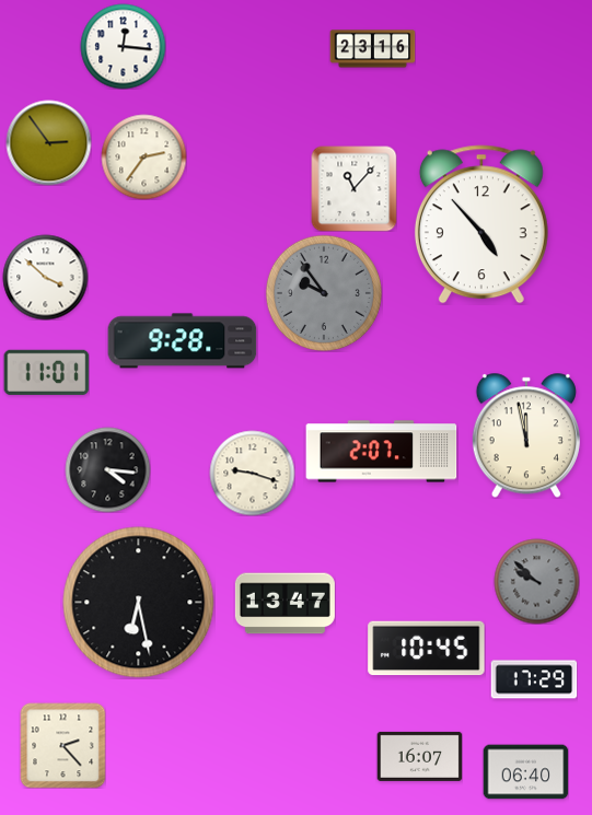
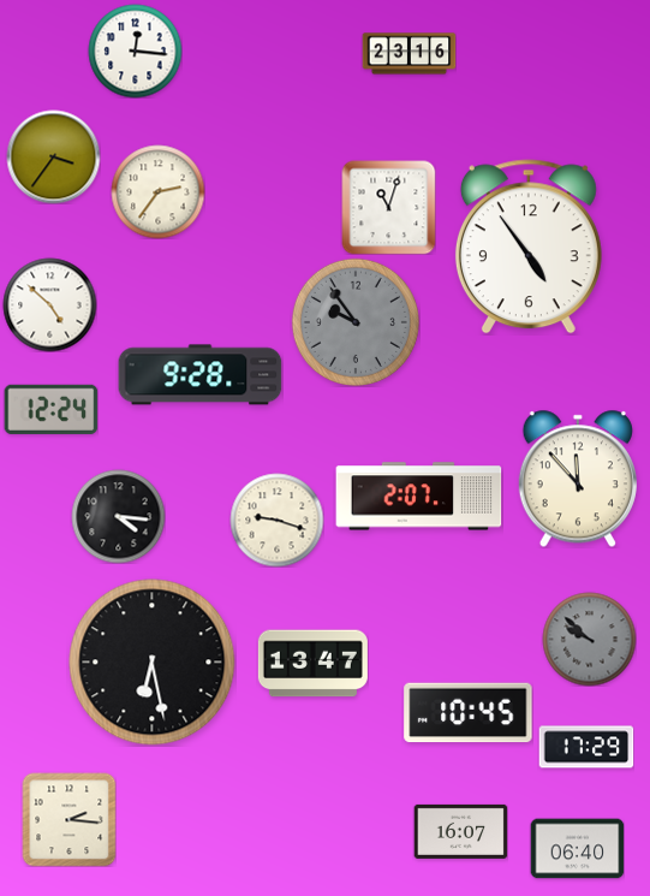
clock at (48, 142): 2:54 -> 3:36
clock at (143, 156) position: (143, 156) -> (157, 191)
clock at (353, 188): 11:07 -> 11:03
clock at (481, 224): 4:53 -> 4:54
clock at (45, 277): 3:52 -> 4:52
clock at (46, 372): 11:01 -> 12:24
clock at (526, 435): 11:58 -> 11:53
clock at (62, 745): 2:23 -> 2:16
